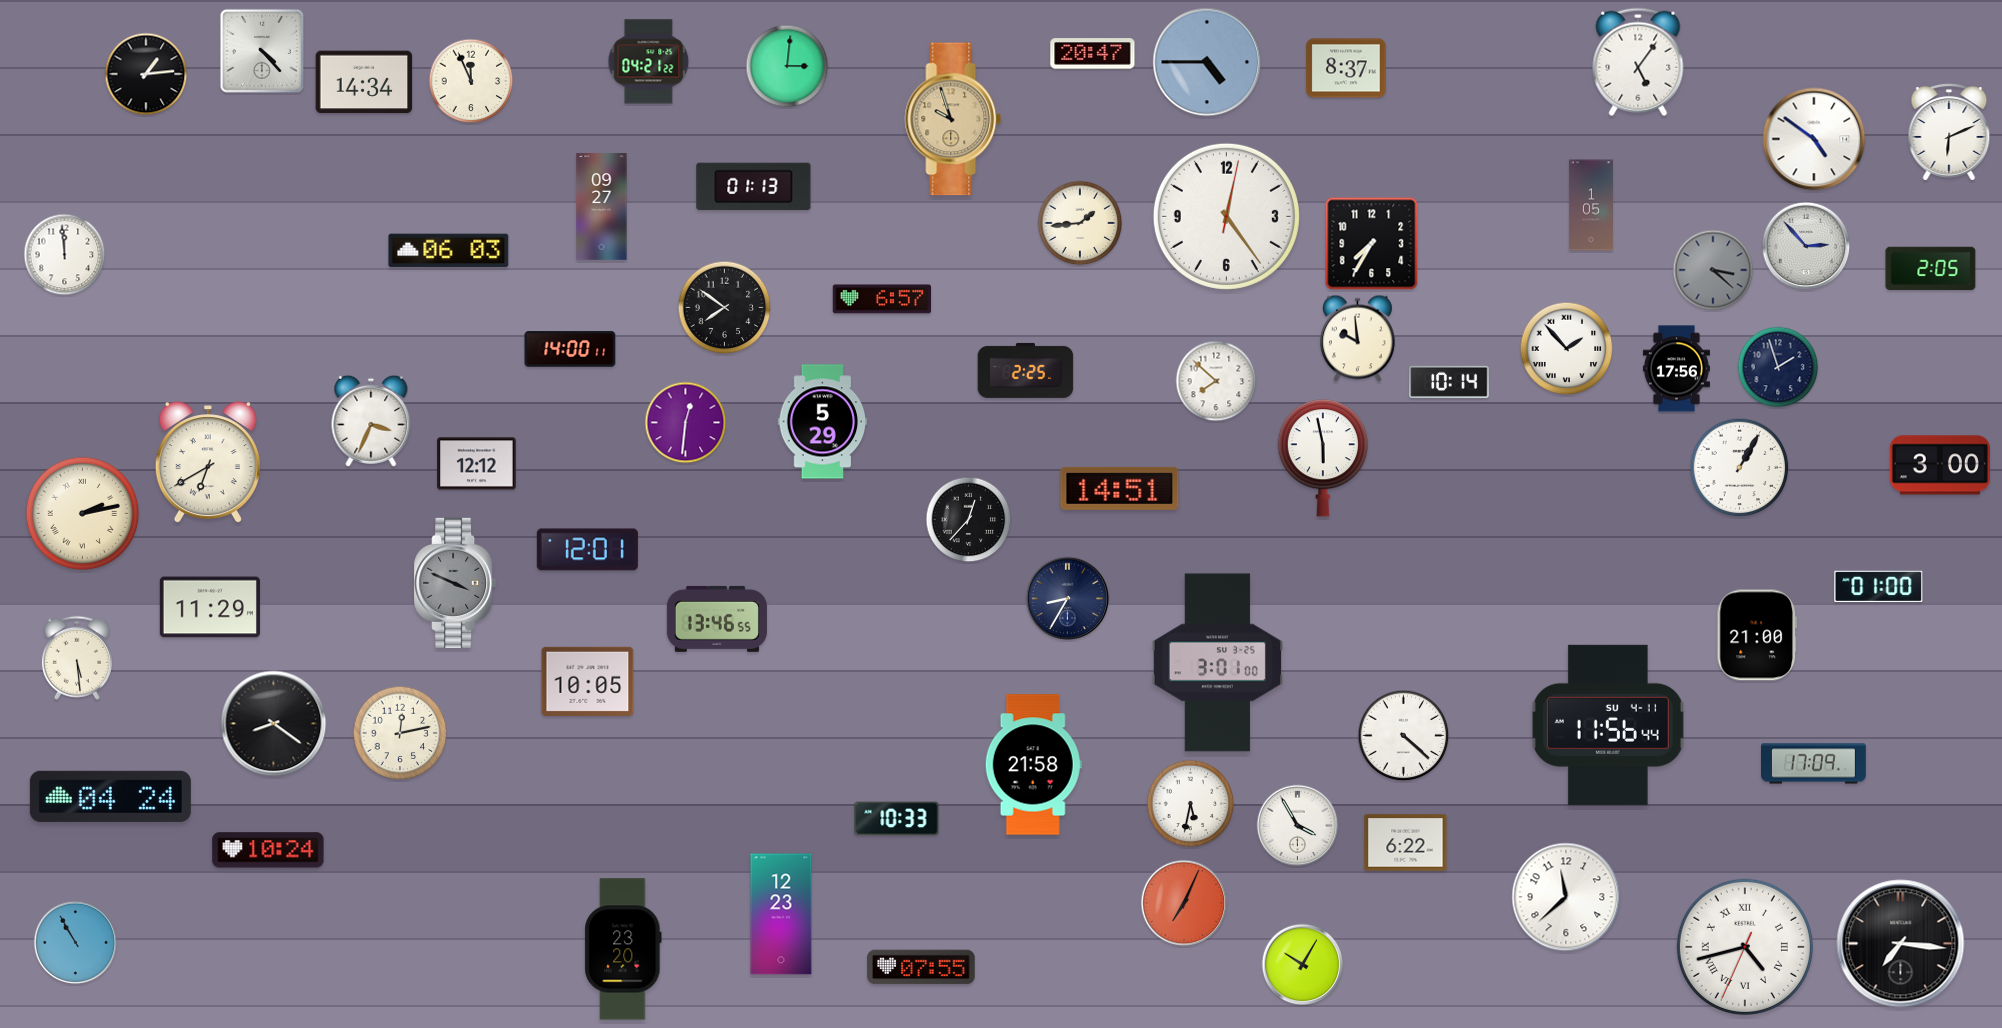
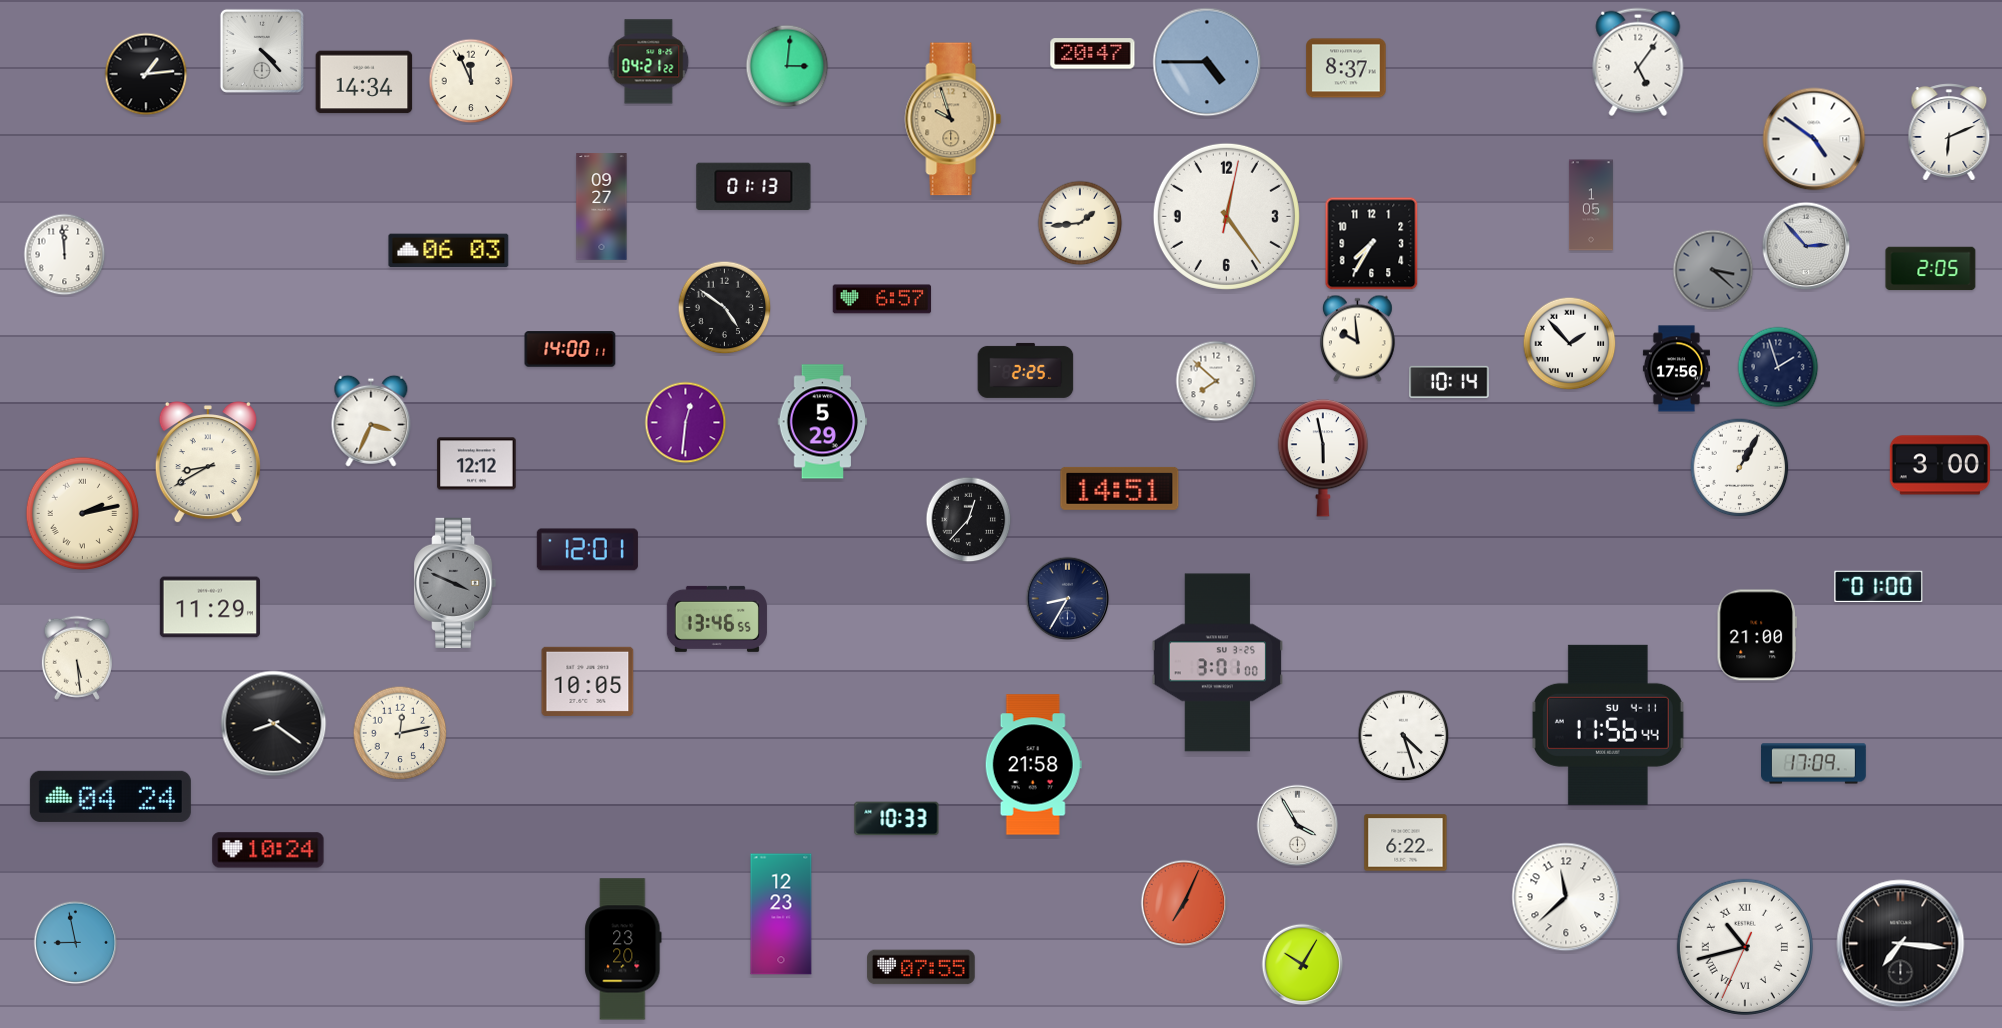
clock at (725, 308): 7:51 -> 4:51
clock at (1567, 349) position: (1567, 349) -> (1570, 344)
clock at (208, 463): 6:40 -> 8:40
clock at (1404, 736): 4:22 -> 4:27
clock at (1191, 804): 5:32 -> none
clock at (76, 943): 10:55 -> 8:58
clock at (1745, 947): 4:42 -> 10:42
